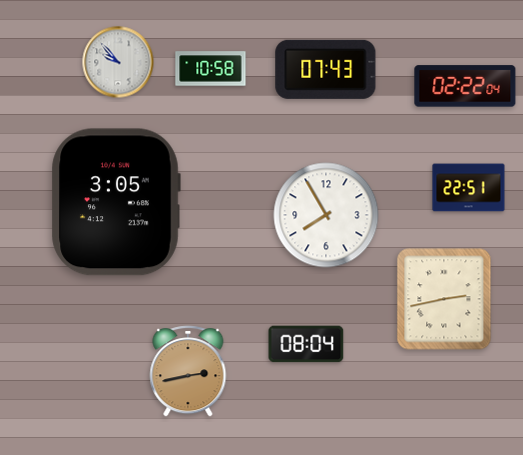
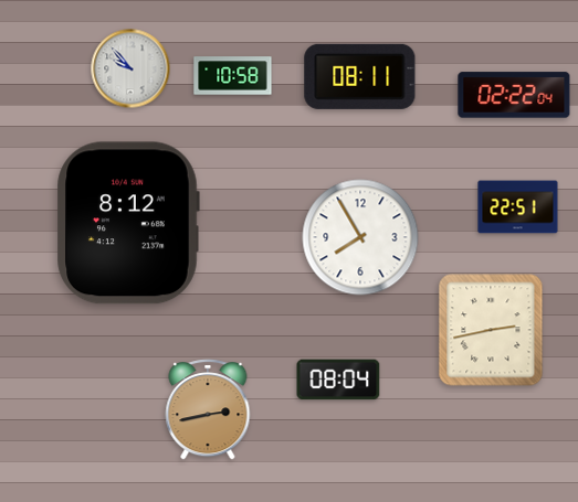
clock at (326, 69): 07:43 -> 08:11
clock at (116, 202): 3:05 -> 8:12
